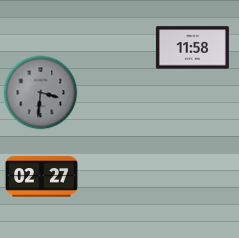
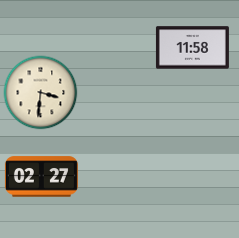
clock at (41, 93) dial: grey -> cream
